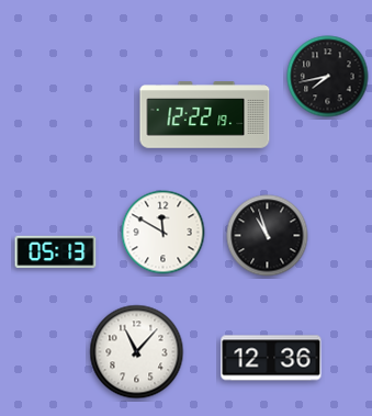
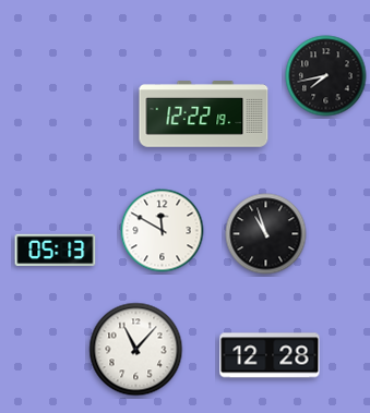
clock at (271, 358): 12:36 -> 12:28
